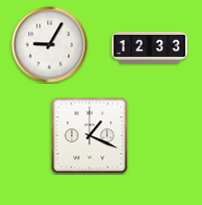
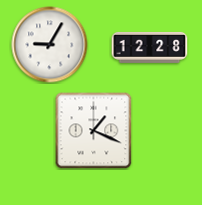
clock at (150, 47): 12:33 -> 12:28
clock at (90, 136) position: (90, 136) -> (94, 131)
